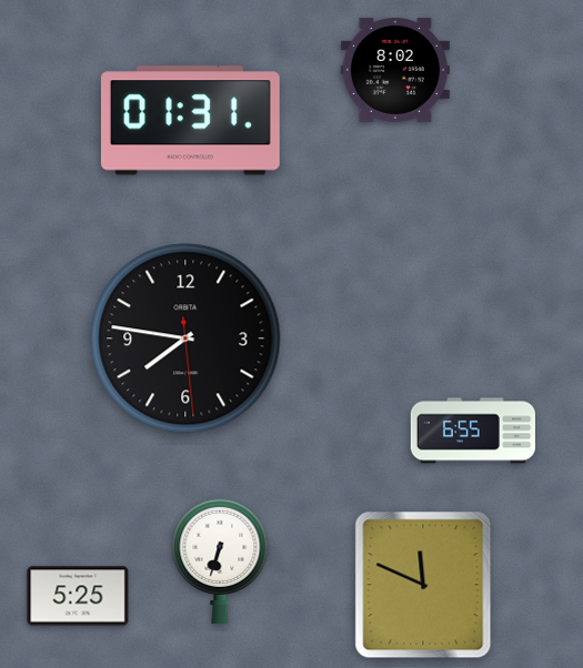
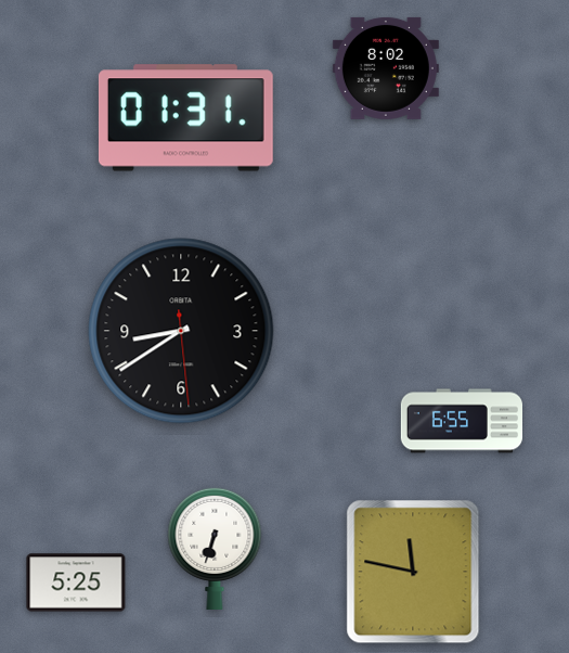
clock at (185, 338): 7:46 -> 8:39
clock at (423, 585): 11:49 -> 11:47
